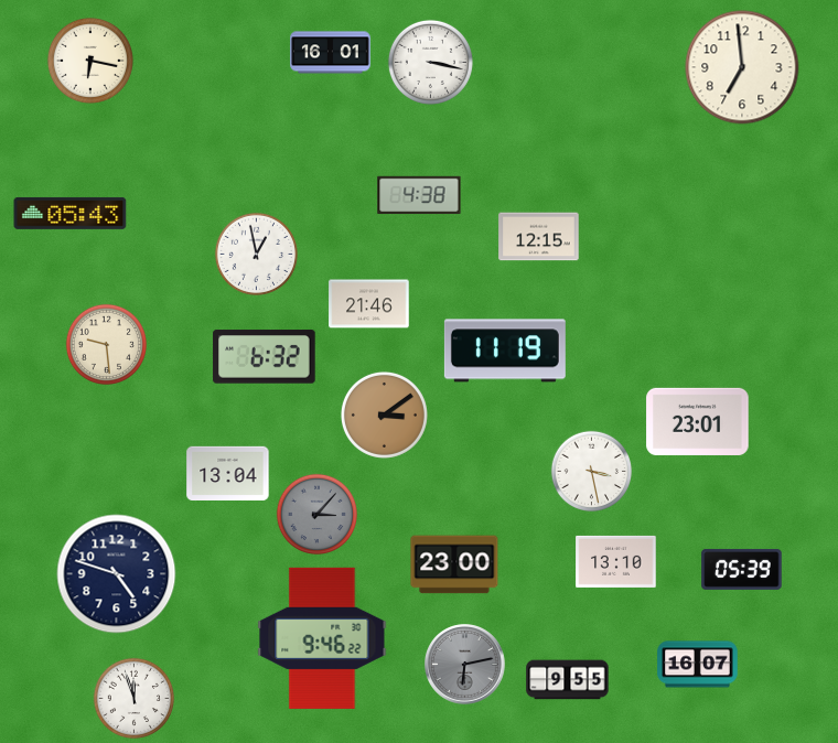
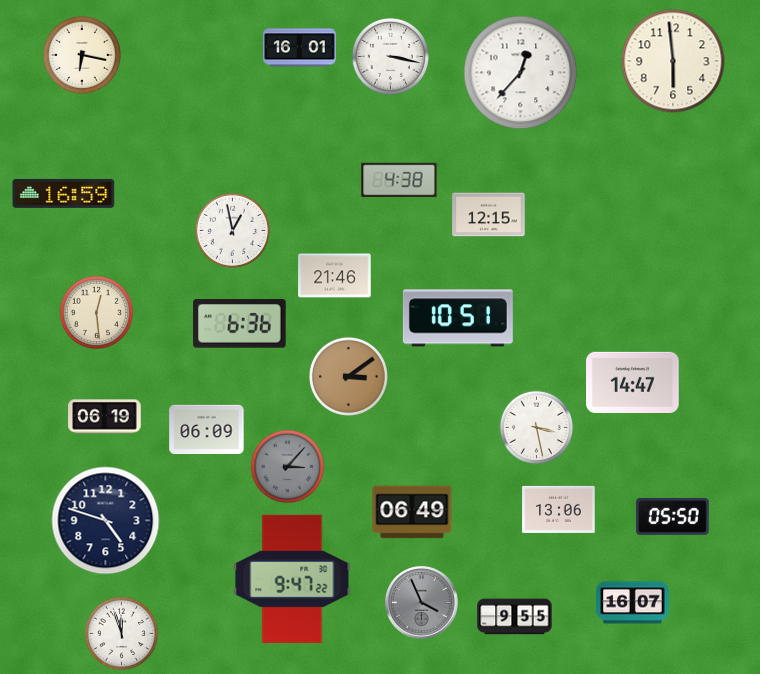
clock at (742, 67): 6:59 -> 5:59
clock at (521, 73): none -> 12:37
clock at (419, 195) position: (419, 195) -> (399, 180)
clock at (71, 213): 05:43 -> 16:59
clock at (107, 345): 9:29 -> 12:29
clock at (505, 351): 11:19 -> 10:51
clock at (265, 357): 6:32 -> 6:36
clock at (698, 421): 23:01 -> 14:47
clock at (105, 417): none -> 06:19
clock at (228, 473): 13:04 -> 06:09
clock at (616, 561): 13:10 -> 13:06
clock at (454, 564): 23:00 -> 06:49
clock at (742, 569): 05:39 -> 05:50
clock at (322, 638): 9:46 -> 9:47
clock at (465, 665): 6:13 -> 3:56
